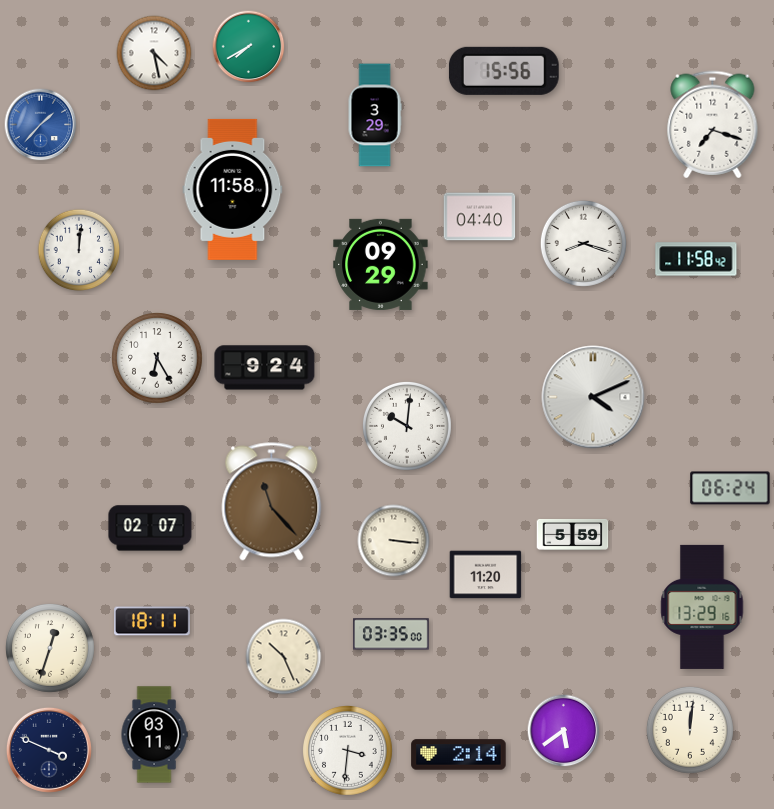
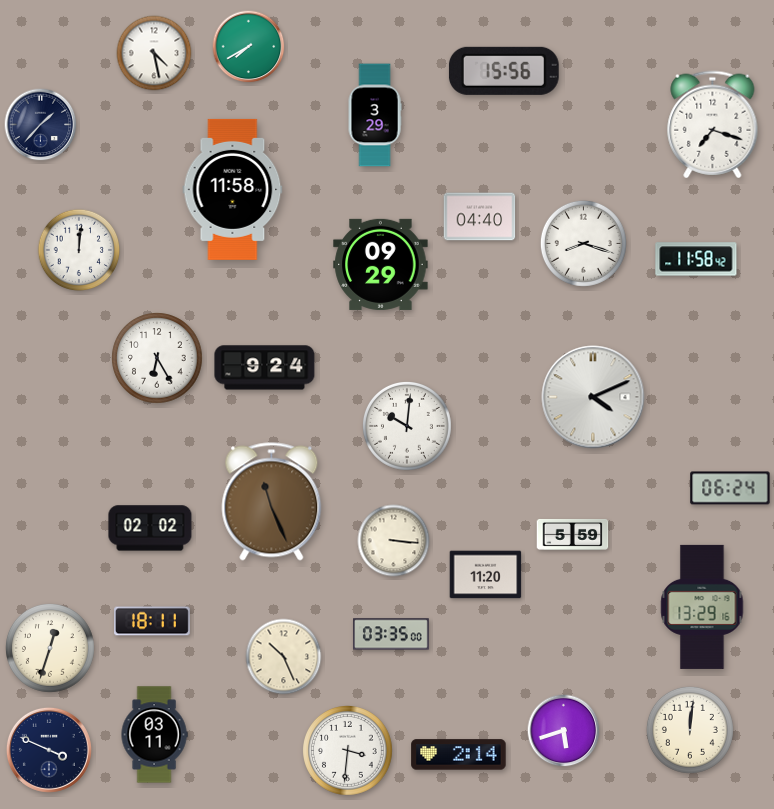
clock at (41, 125) dial: blue -> navy
clock at (272, 502): 11:23 -> 11:26
clock at (150, 528): 02:07 -> 02:02
clock at (564, 731): 5:39 -> 5:42
